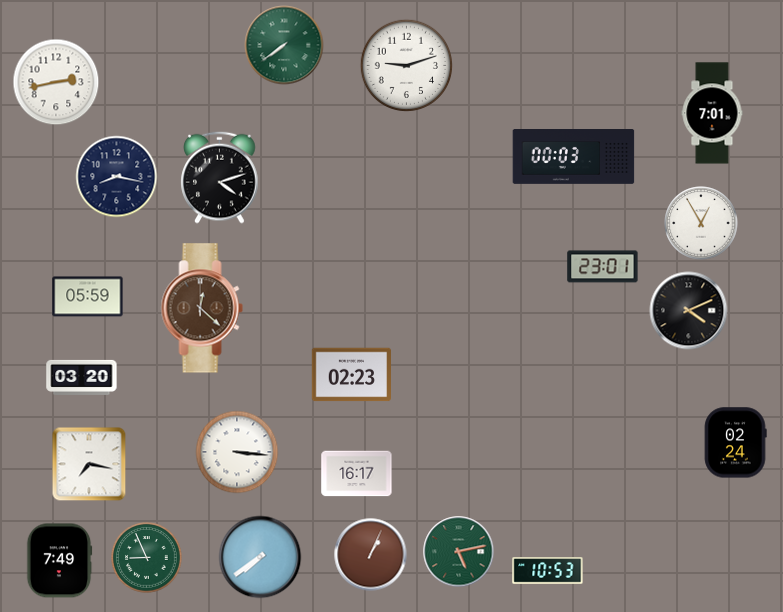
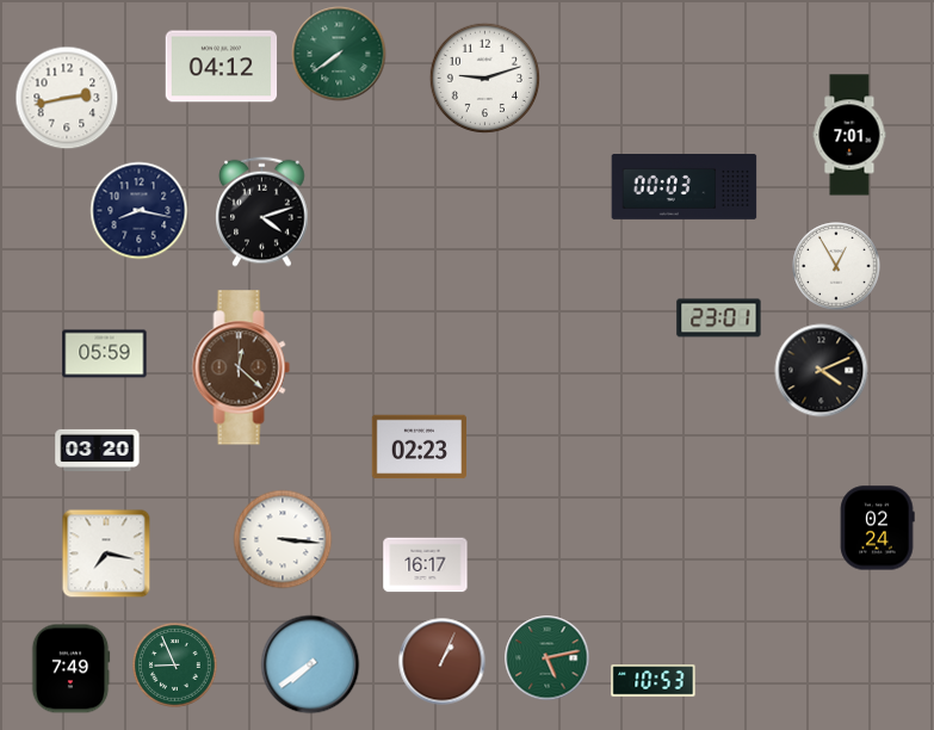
clock at (222, 67): none -> 04:12
